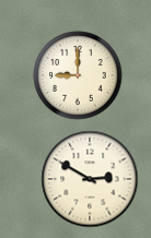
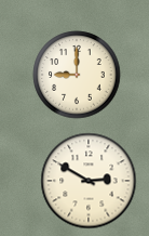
clock at (90, 179) position: (90, 179) -> (89, 181)
